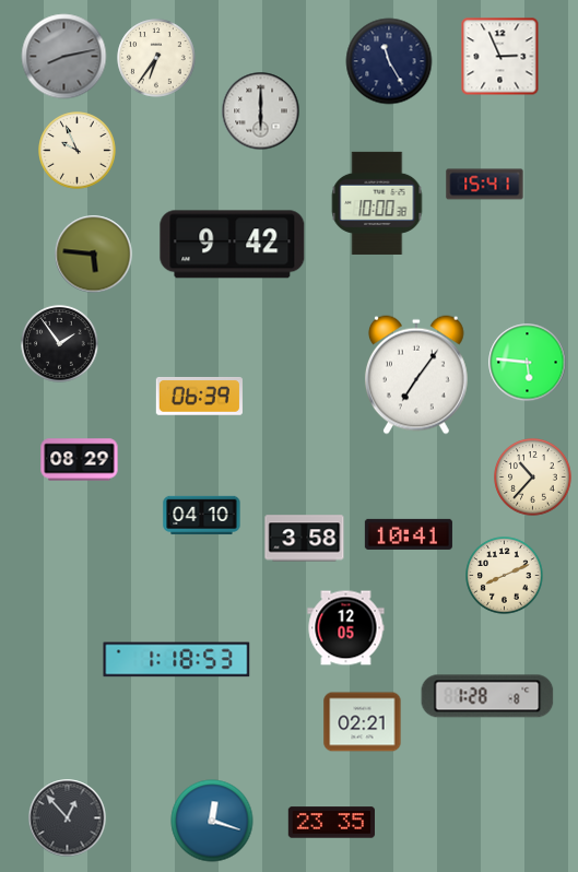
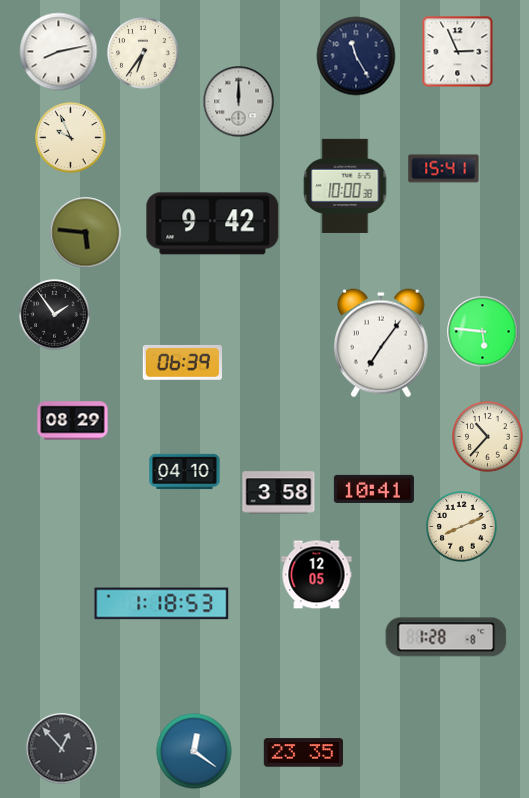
clock at (64, 57) dial: grey -> white
clock at (261, 111): 6:00 -> 12:00
clock at (363, 722): 02:21 -> none
clock at (212, 821): 12:18 -> 12:21
